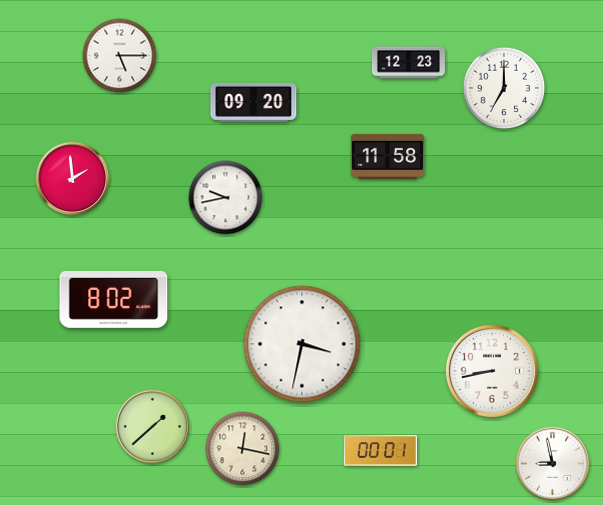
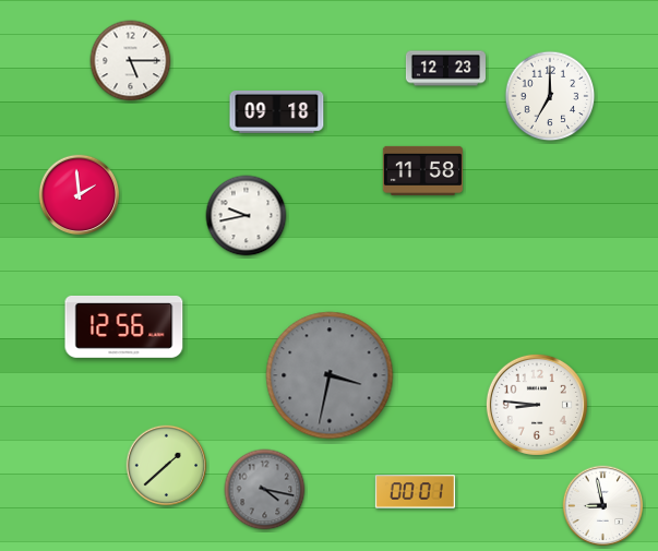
clock at (254, 102): 09:20 -> 09:18
clock at (114, 299): 8:02 -> 12:56
clock at (302, 344) dial: white -> grey
clock at (492, 371): 8:43 -> 8:46
clock at (243, 449): 12:17 -> 4:17
clock at (243, 449) dial: cream -> grey
